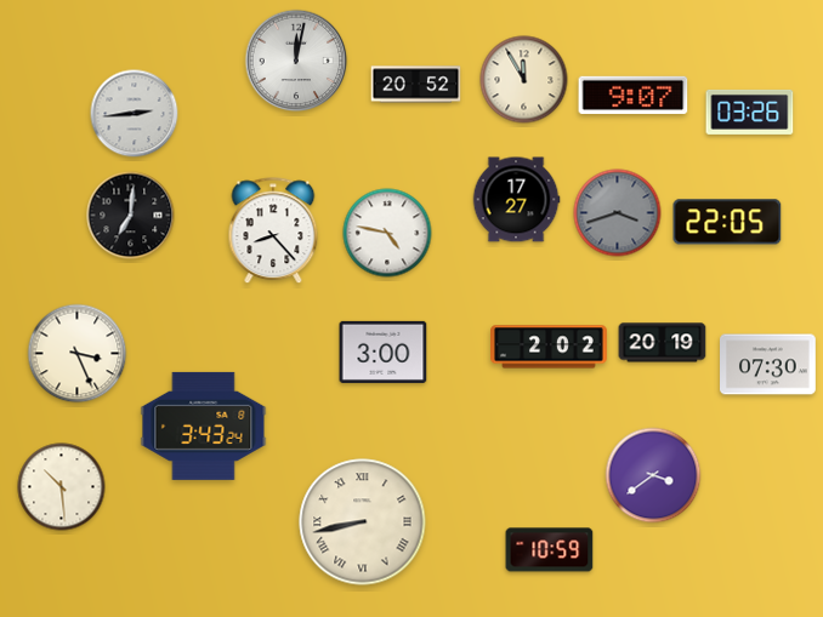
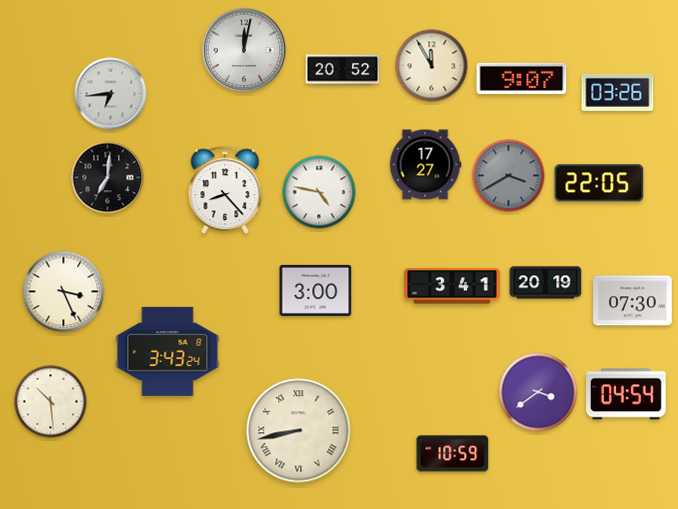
clock at (135, 114): 2:44 -> 6:44
clock at (618, 213): 3:42 -> 3:40
clock at (550, 347): 2:02 -> 3:41
clock at (626, 394): none -> 04:54
